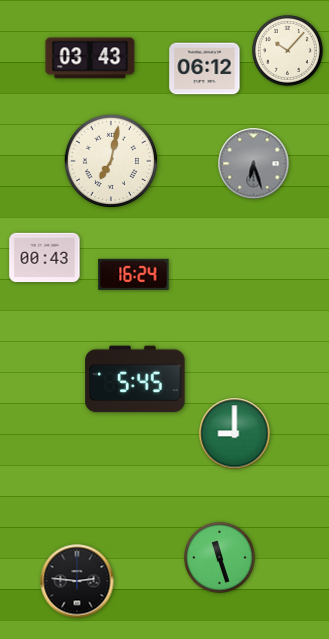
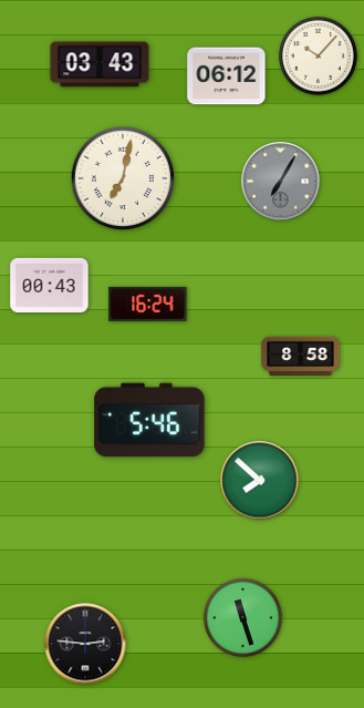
clock at (254, 164): 6:27 -> 7:05
clock at (301, 356): none -> 8:58
clock at (135, 379): 5:45 -> 5:46
clock at (235, 434): 9:00 -> 7:52
